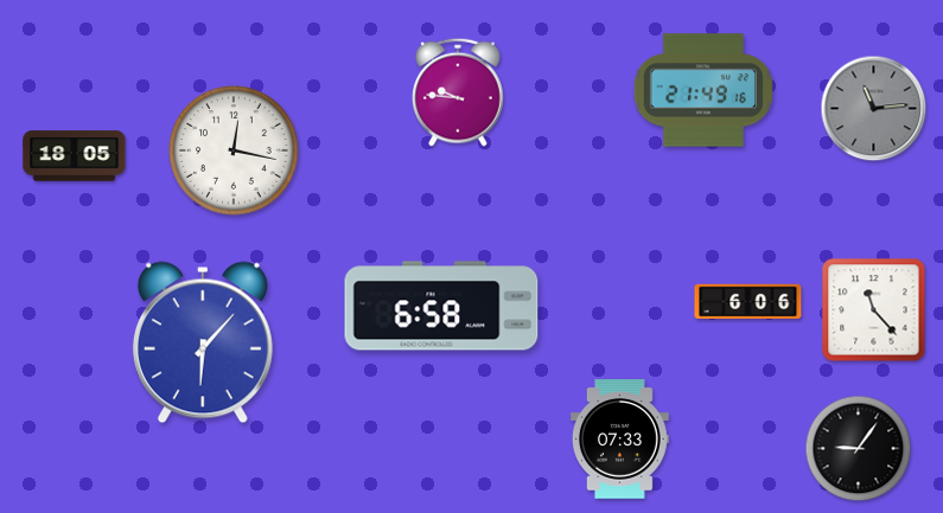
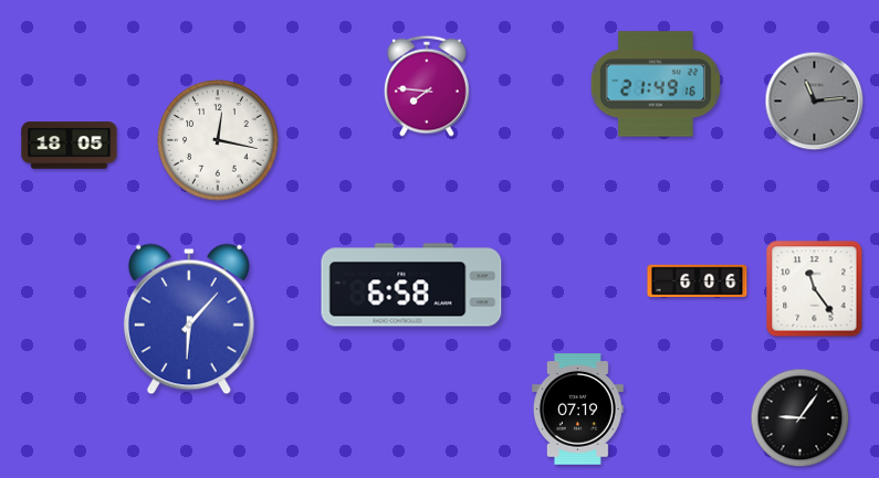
clock at (459, 92): 9:46 -> 7:46
clock at (874, 310): 11:23 -> 11:24
clock at (619, 440): 07:33 -> 07:19
